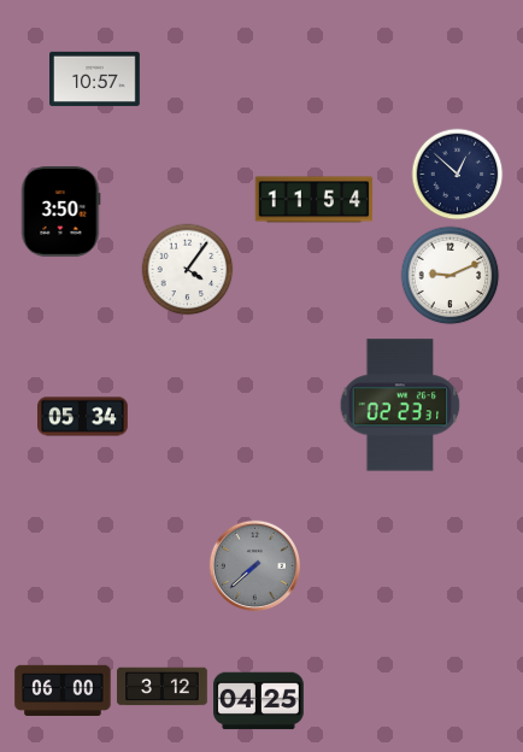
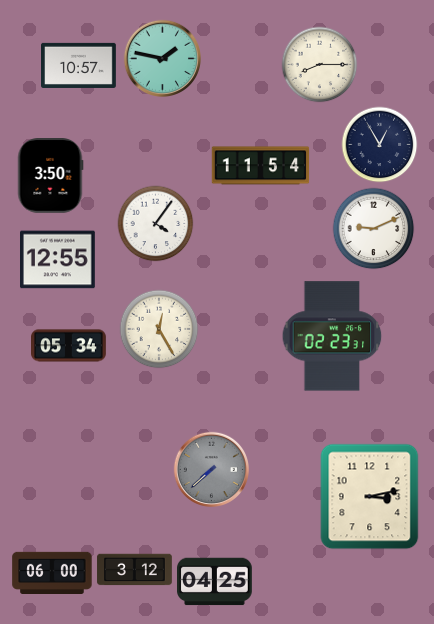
clock at (162, 58): none -> 1:47
clock at (320, 65): none -> 8:15
clock at (458, 175): 12:52 -> 12:55
clock at (58, 260): none -> 12:55
clock at (159, 329): none -> 12:25
clock at (370, 497): none -> 3:13
